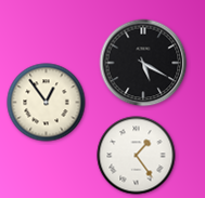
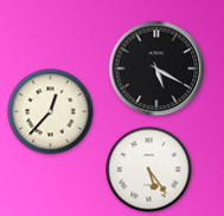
clock at (47, 103): 12:54 -> 12:37
clock at (137, 156): 1:24 -> 5:24
